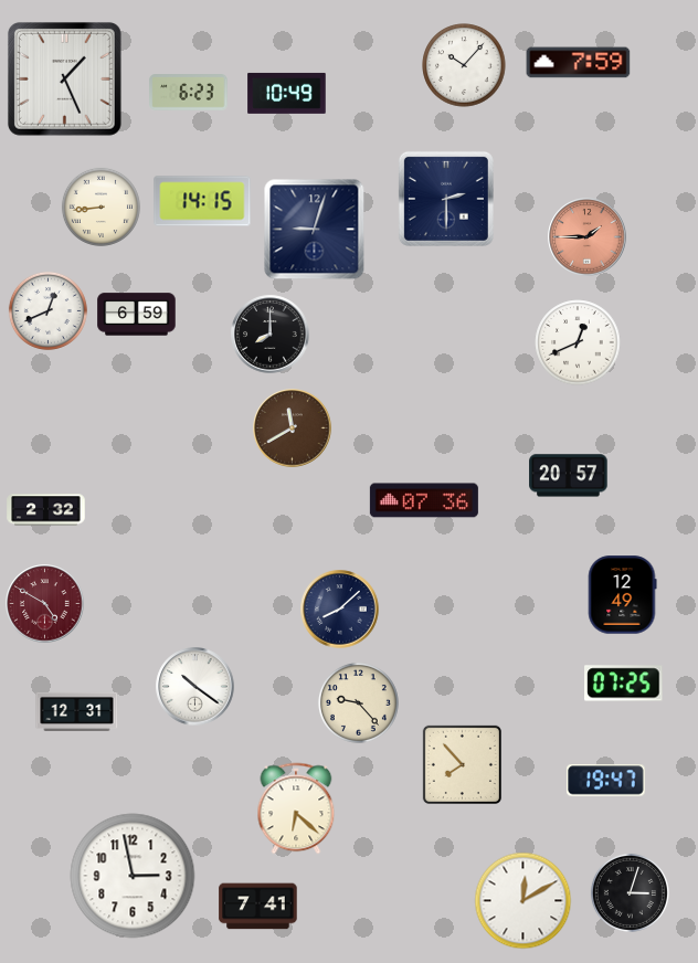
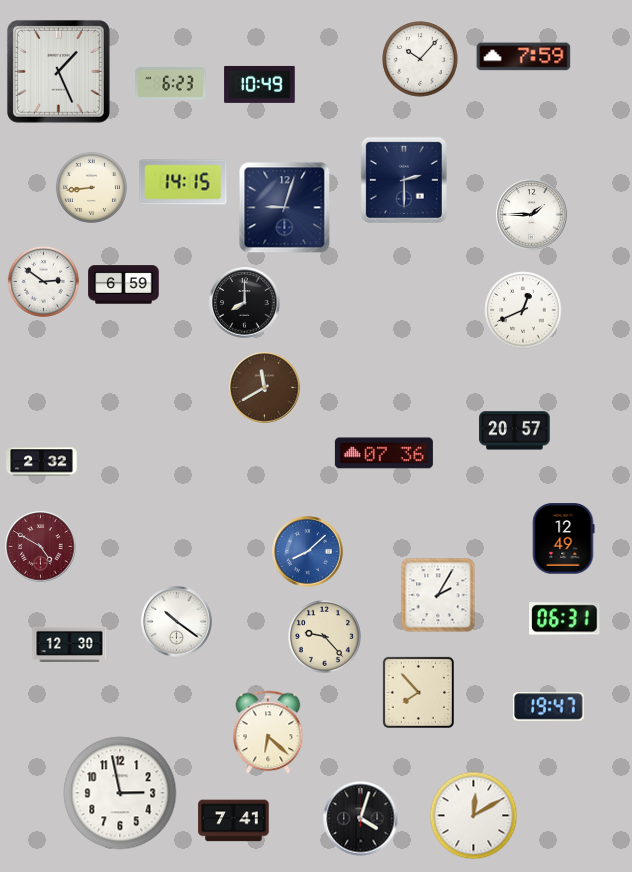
clock at (588, 237) dial: salmon -> white
clock at (47, 310): 12:41 -> 2:51
clock at (340, 610) dial: navy -> blue
clock at (438, 595): none -> 2:05
clock at (624, 684): 07:25 -> 06:31
clock at (77, 711): 12:31 -> 12:30
clock at (630, 892): 3:03 -> none
clock at (361, 819): none -> 4:03
